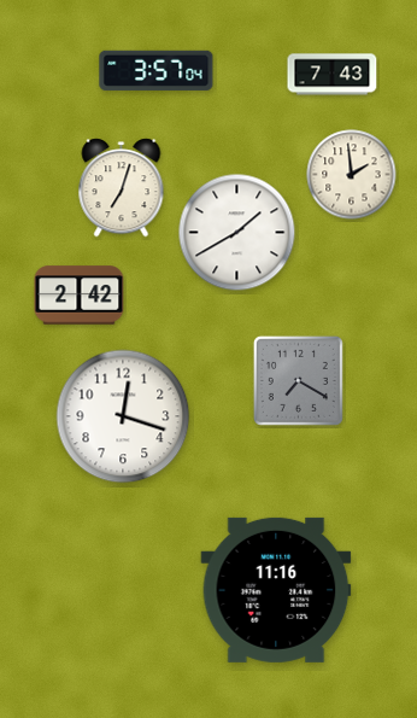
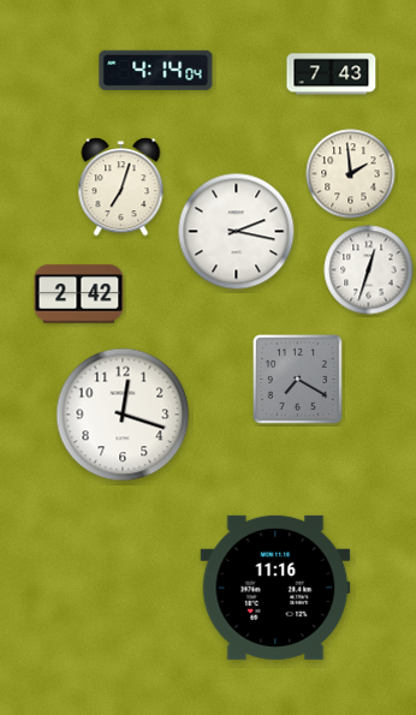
clock at (157, 70): 3:57 -> 4:14
clock at (237, 233): 1:40 -> 2:17
clock at (369, 270): none -> 12:33
